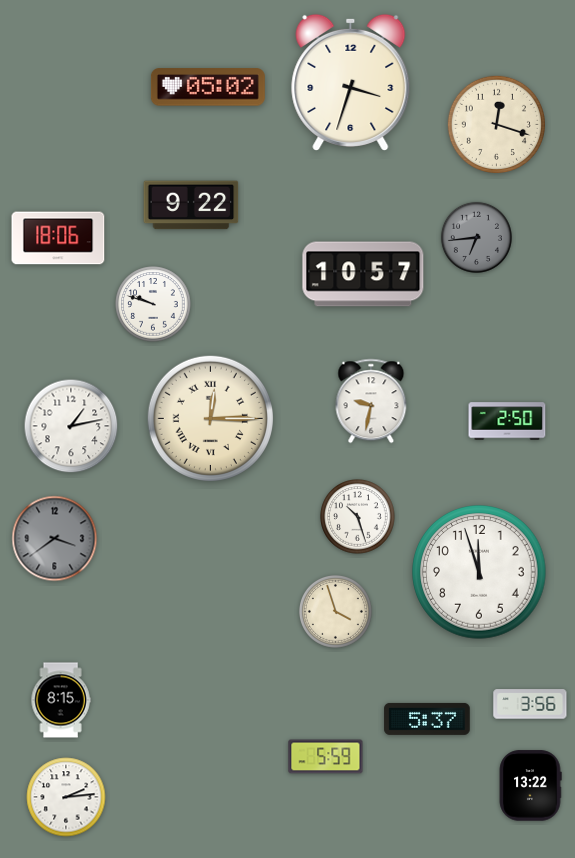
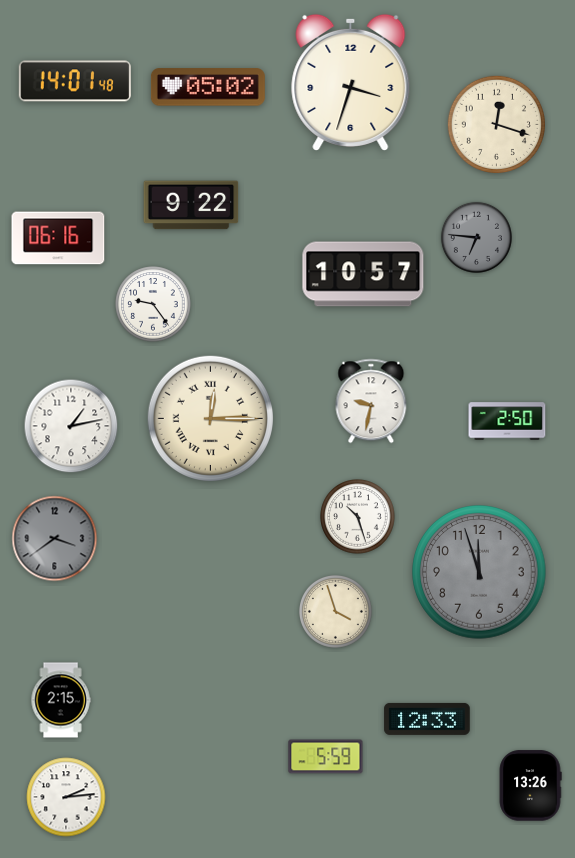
clock at (75, 81): none -> 14:01
clock at (476, 237): 6:44 -> 6:46
clock at (58, 238): 18:06 -> 06:16
clock at (153, 304): 9:48 -> 9:24
clock at (479, 572) dial: white -> grey
clock at (61, 700): 8:15 -> 2:15
clock at (530, 704): 3:56 -> none
clock at (427, 719): 5:37 -> 12:33
clock at (530, 786): 13:22 -> 13:26
